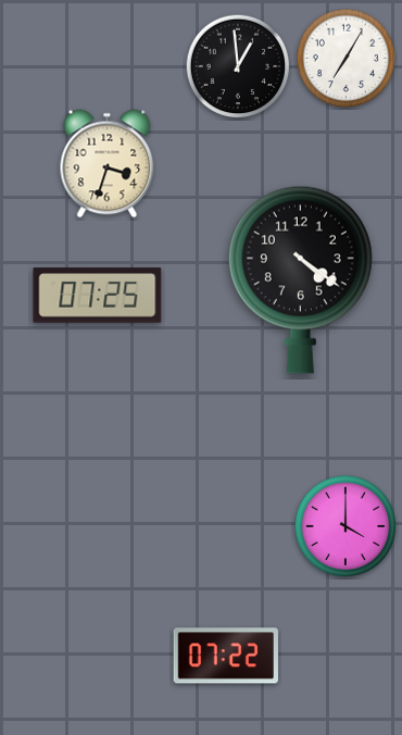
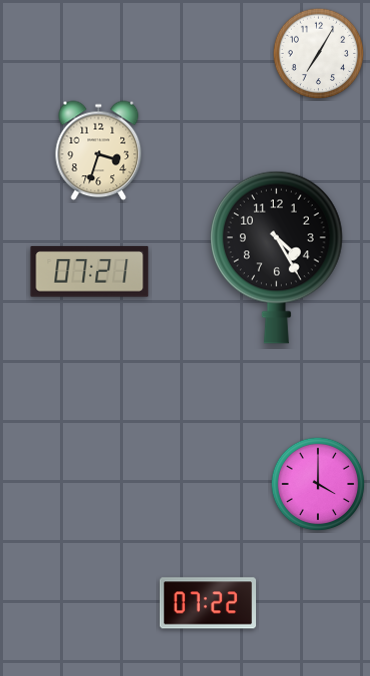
clock at (238, 66): 12:59 -> none
clock at (300, 279): 4:21 -> 4:25
clock at (98, 296): 07:25 -> 07:21
